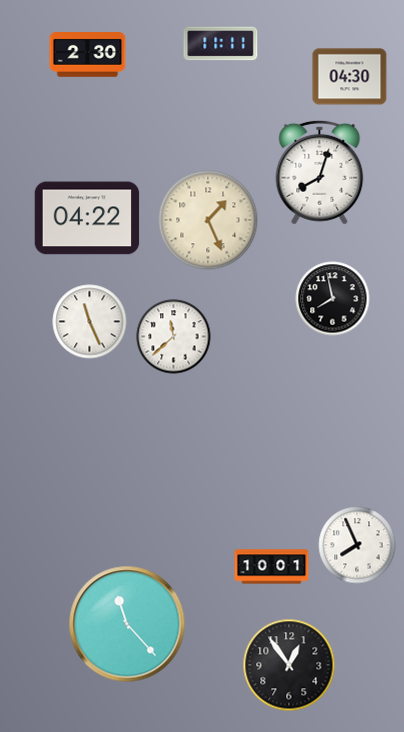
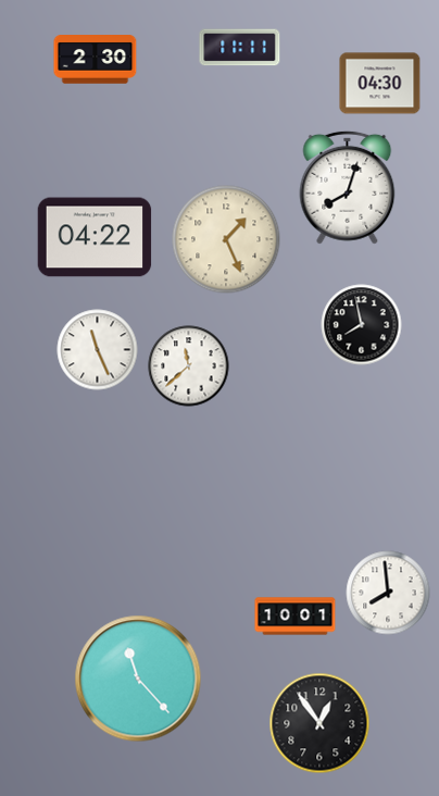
clock at (357, 545): 7:56 -> 7:59
clock at (289, 665) position: (289, 665) -> (319, 723)
